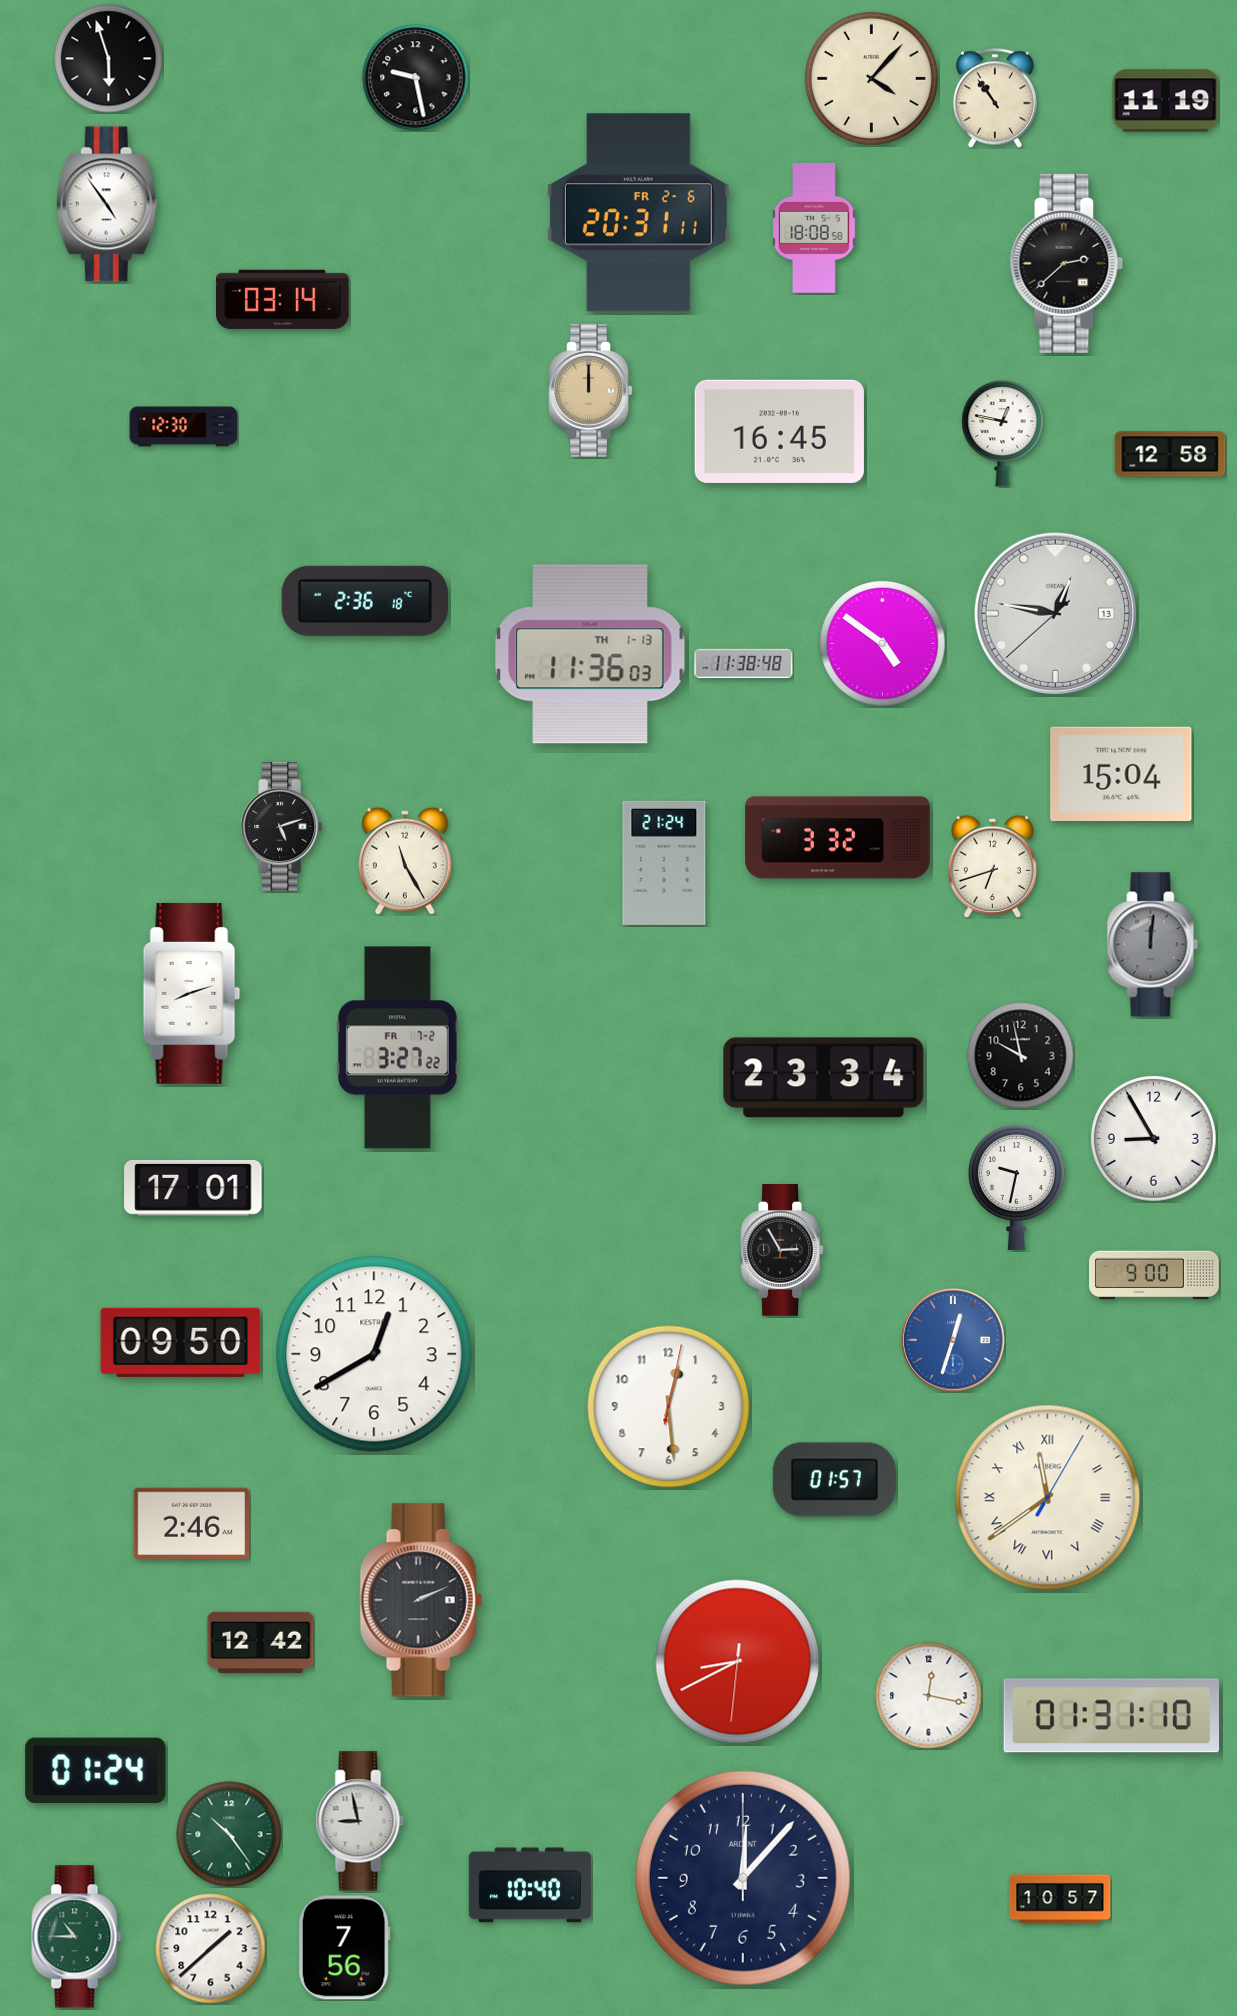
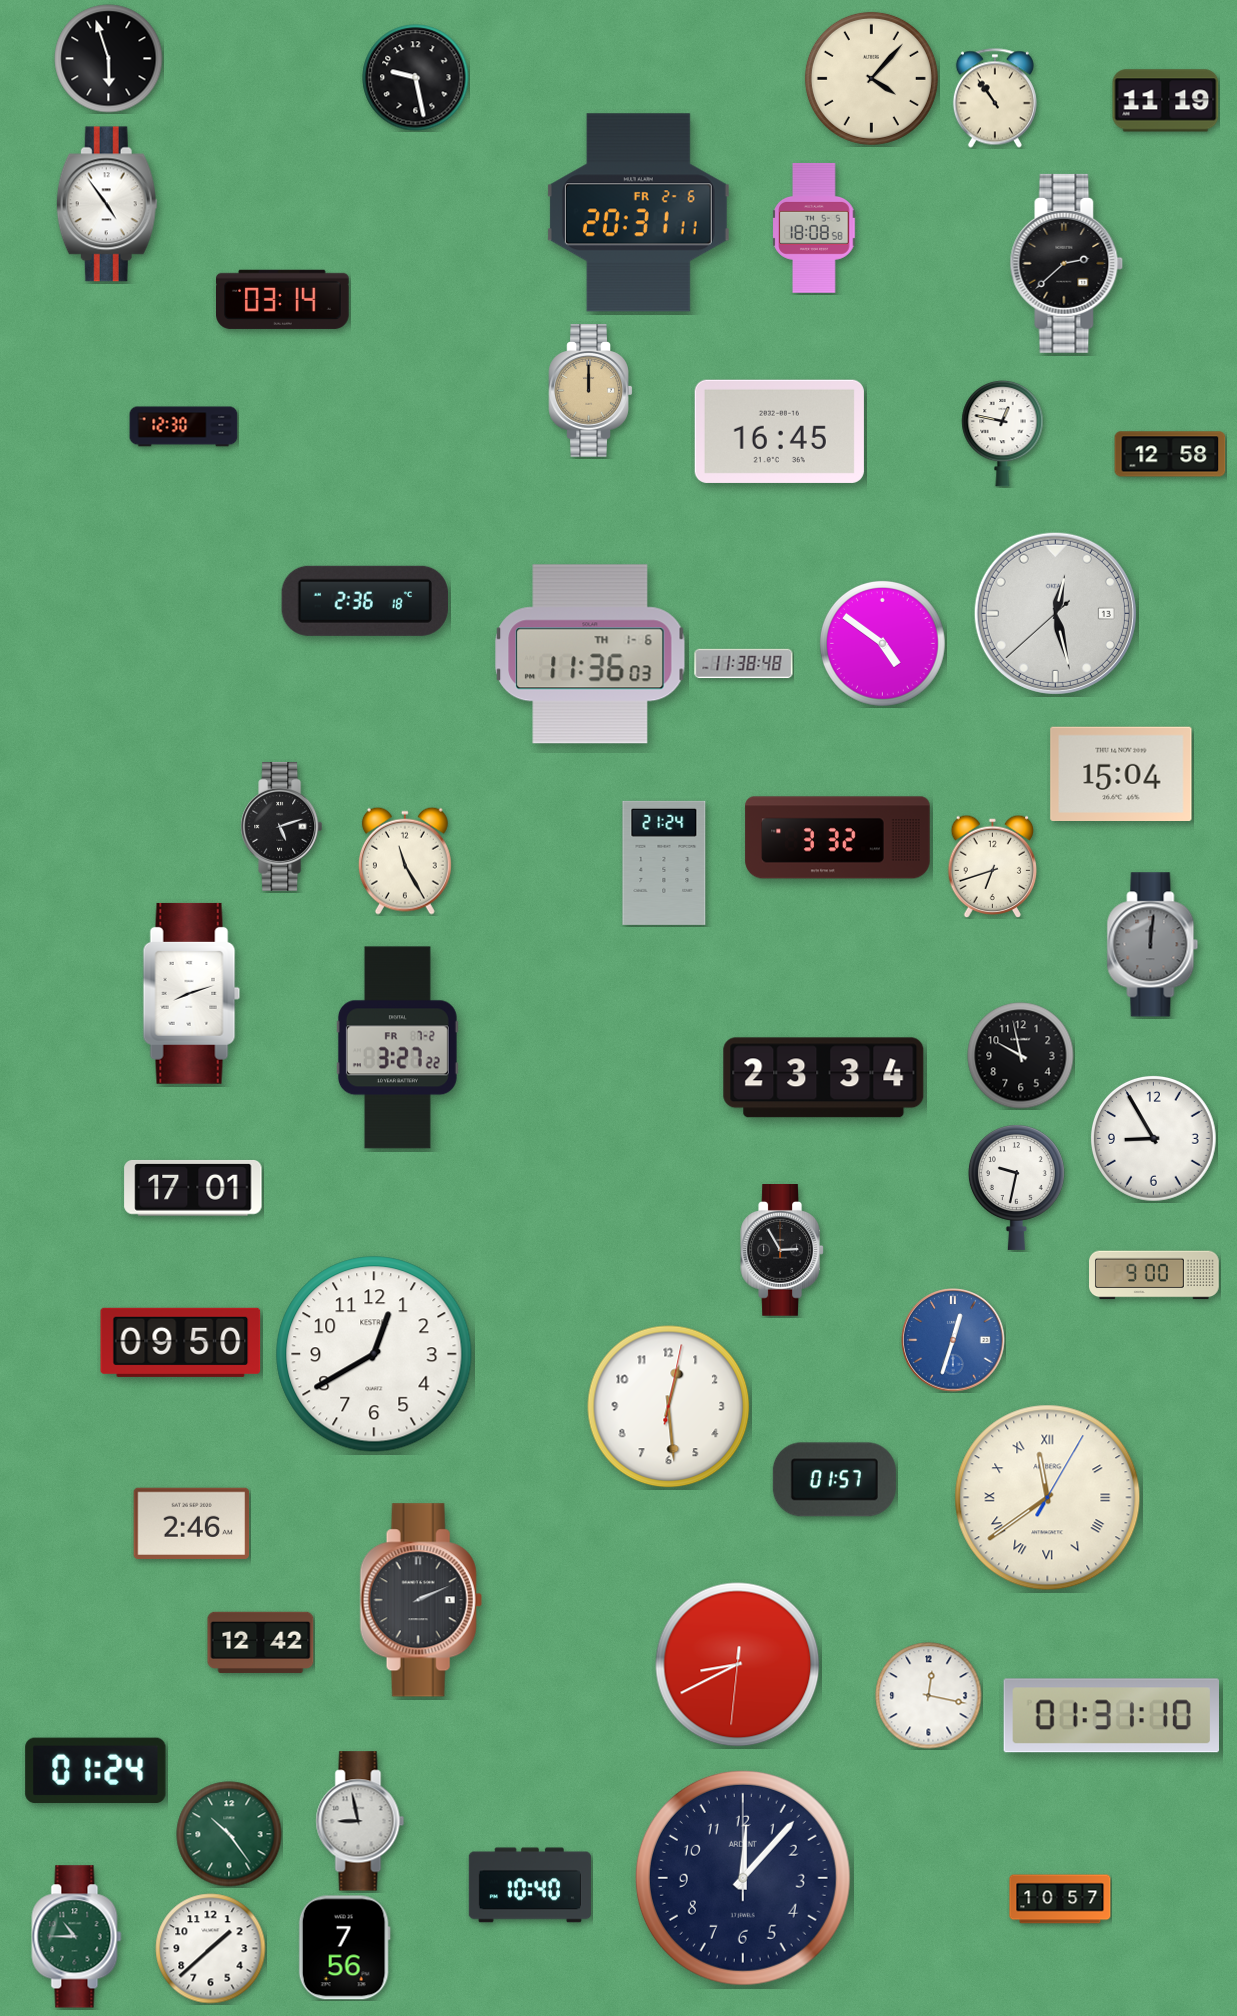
clock at (1055, 613): 12:46 -> 12:27
clock at (590, 654) date: TH 1-13 -> TH 1-6
clock at (738, 1662) position: (738, 1662) -> (738, 1665)
